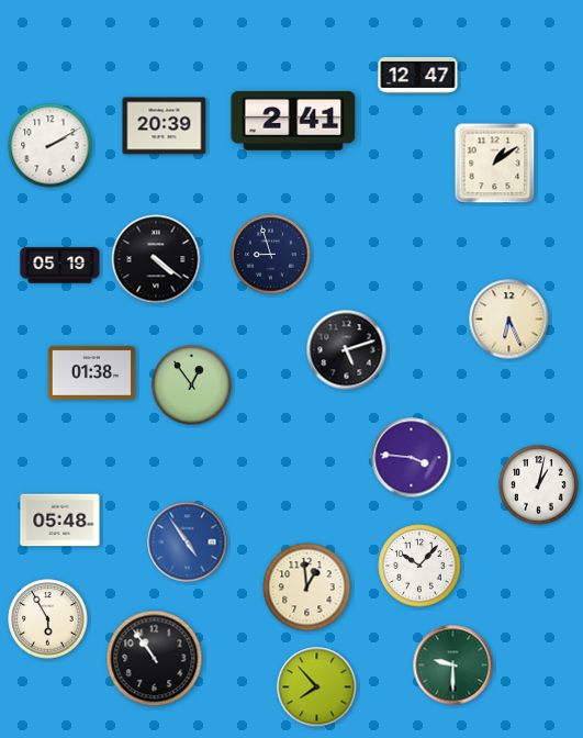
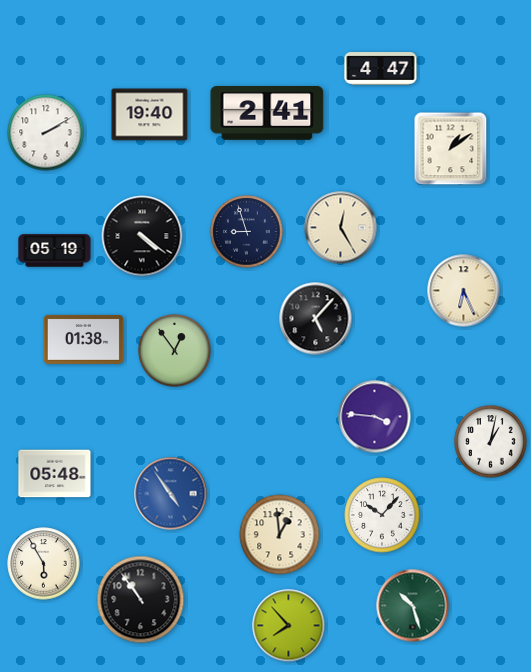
clock at (418, 76): 12:47 -> 4:47
clock at (293, 121) position: (293, 121) -> (267, 113)
clock at (165, 126): 20:39 -> 19:40
clock at (341, 228): none -> 12:25
clock at (60, 266) position: (60, 266) -> (55, 251)
clock at (347, 350): 5:12 -> 5:07
clock at (453, 666): 9:30 -> 10:27
